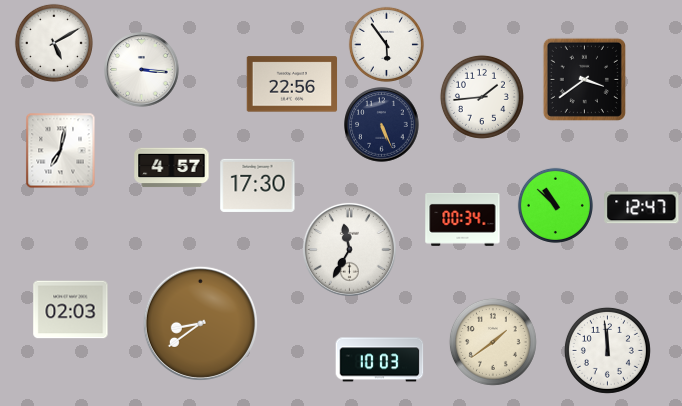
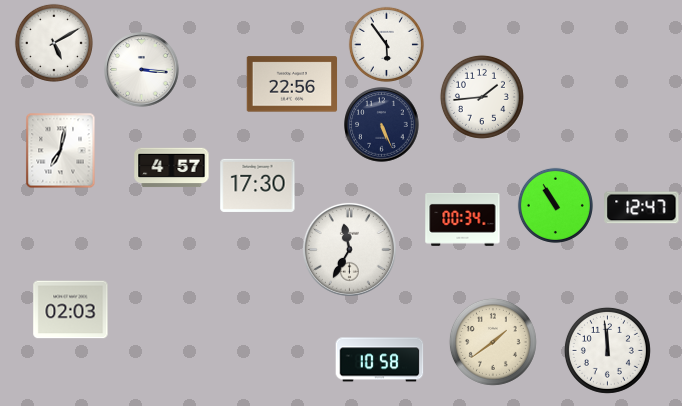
clock at (584, 79): 3:39 -> none
clock at (555, 205): 10:52 -> 10:55
clock at (200, 323): 8:39 -> none
clock at (380, 360): 10:03 -> 10:58
